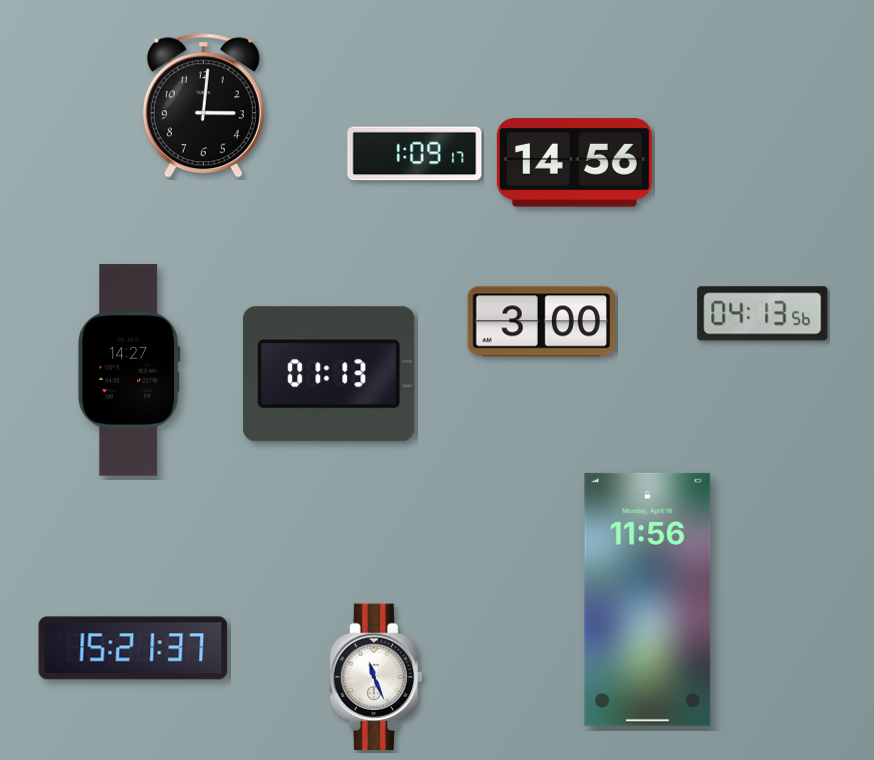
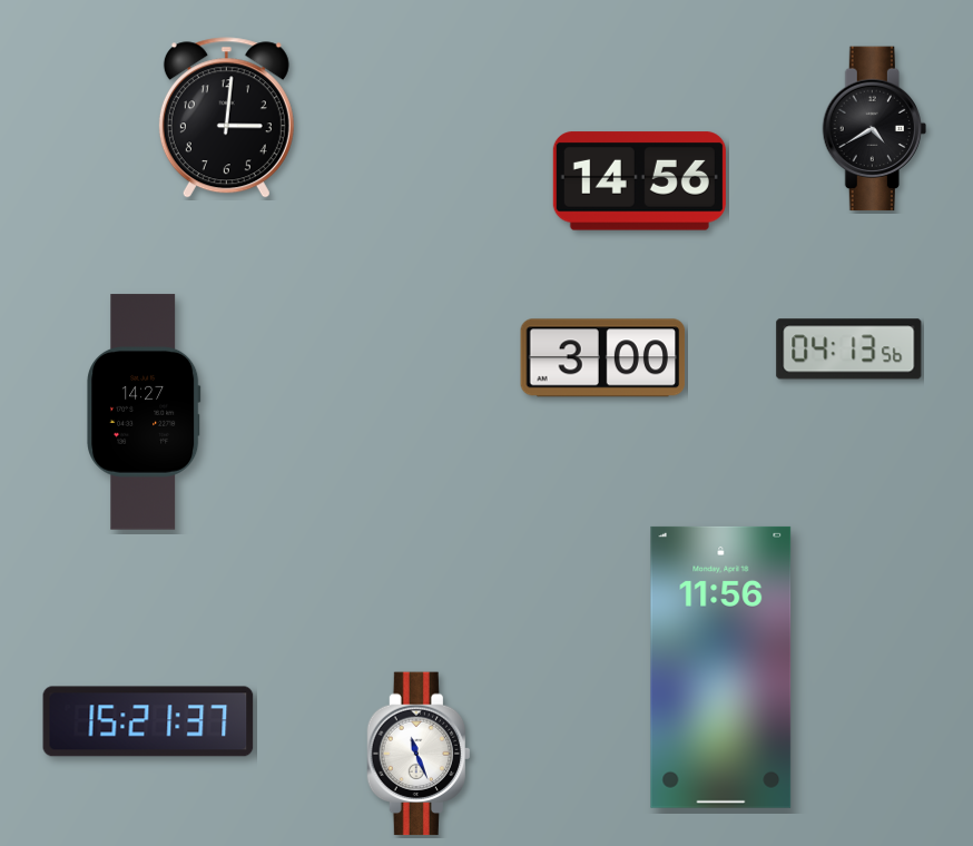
clock at (874, 129): none -> 4:40
clock at (415, 154): 1:09 -> none
clock at (329, 374): 01:13 -> none
